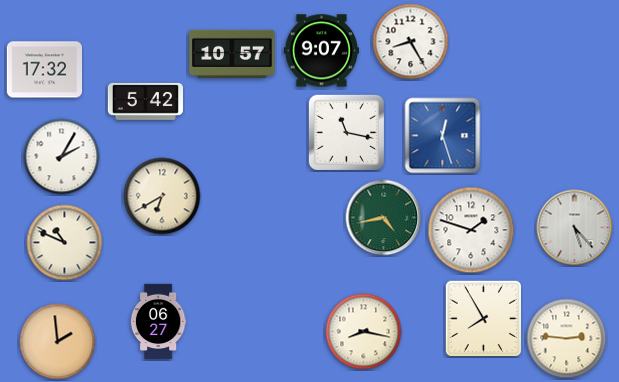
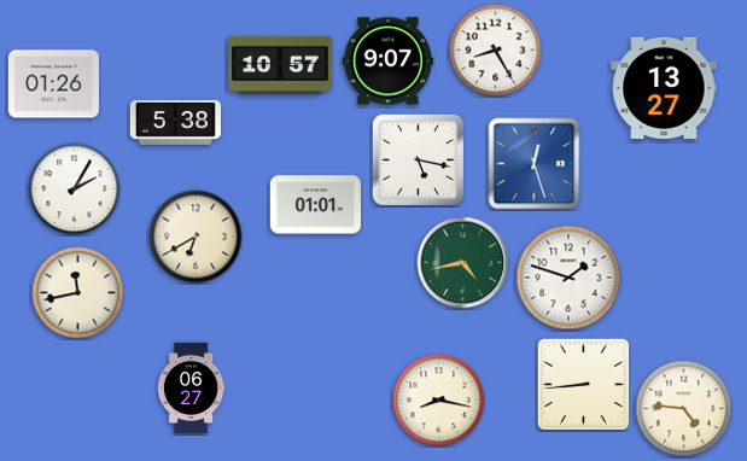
clock at (44, 70): 17:32 -> 01:26
clock at (664, 88): none -> 13:27
clock at (145, 101): 5:42 -> 5:38
clock at (346, 132): 11:17 -> 5:17
clock at (316, 205): none -> 01:01
clock at (575, 228): 5:23 -> none
clock at (65, 243): 10:49 -> 11:43
clock at (484, 319): 7:55 -> 8:44
clock at (567, 339): 2:46 -> 4:46
clock at (58, 342): 1:59 -> none
